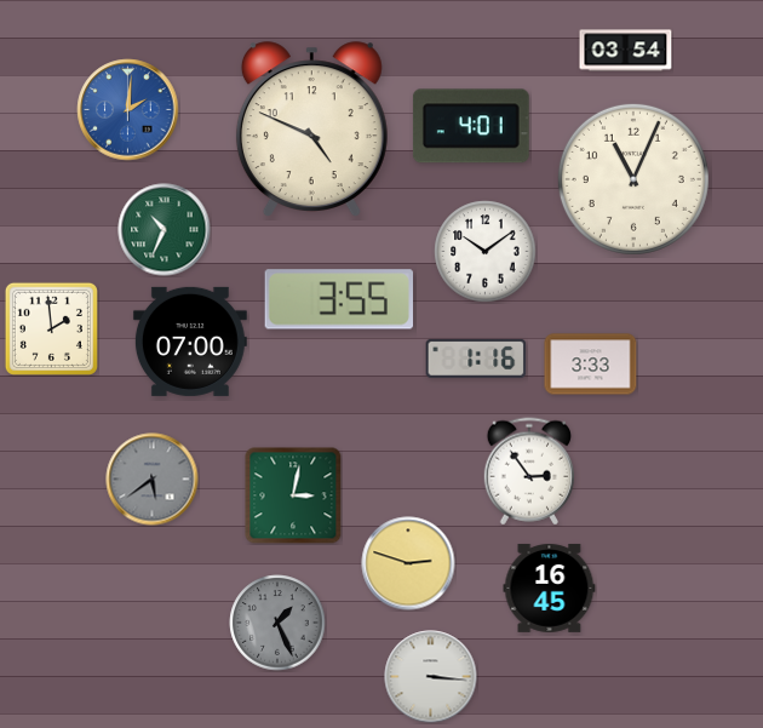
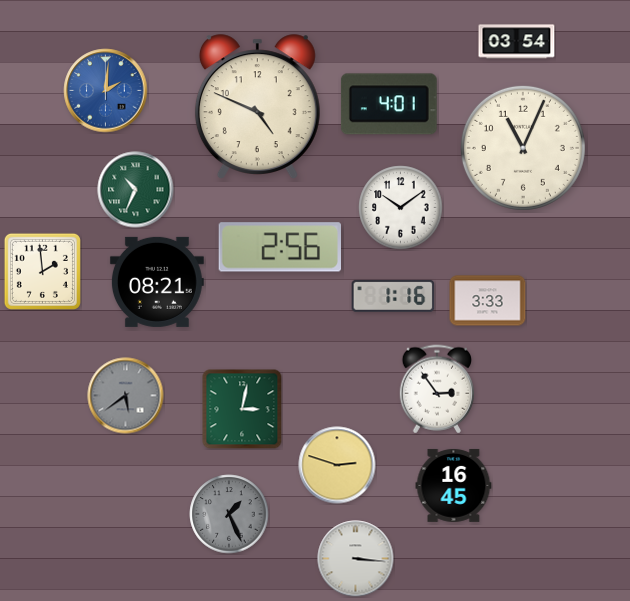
clock at (338, 299): 3:55 -> 2:56
clock at (190, 342): 07:00 -> 08:21
